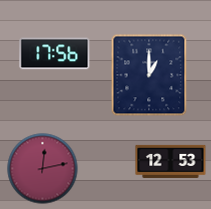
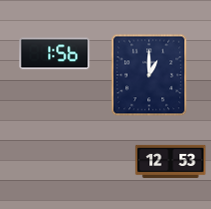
clock at (55, 54): 17:56 -> 1:56
clock at (43, 169): 12:13 -> none
